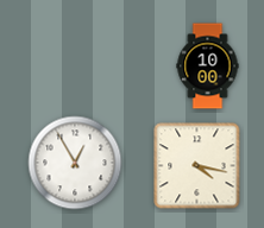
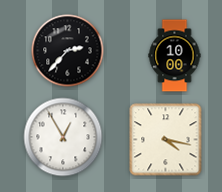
clock at (68, 51): none -> 2:37
